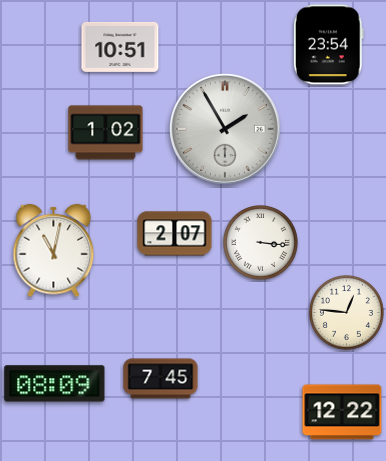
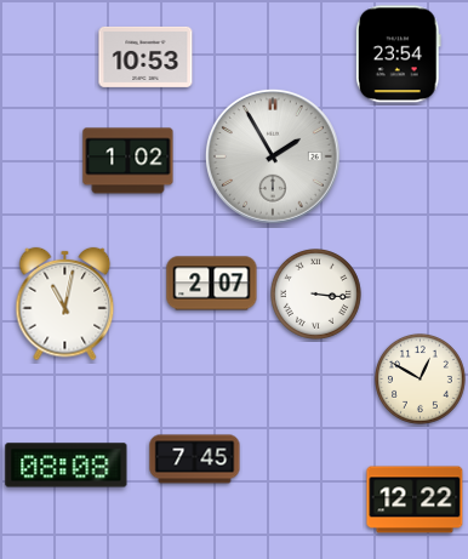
clock at (120, 47): 10:51 -> 10:53
clock at (347, 313): 12:46 -> 12:50
clock at (55, 384): 08:09 -> 08:08
